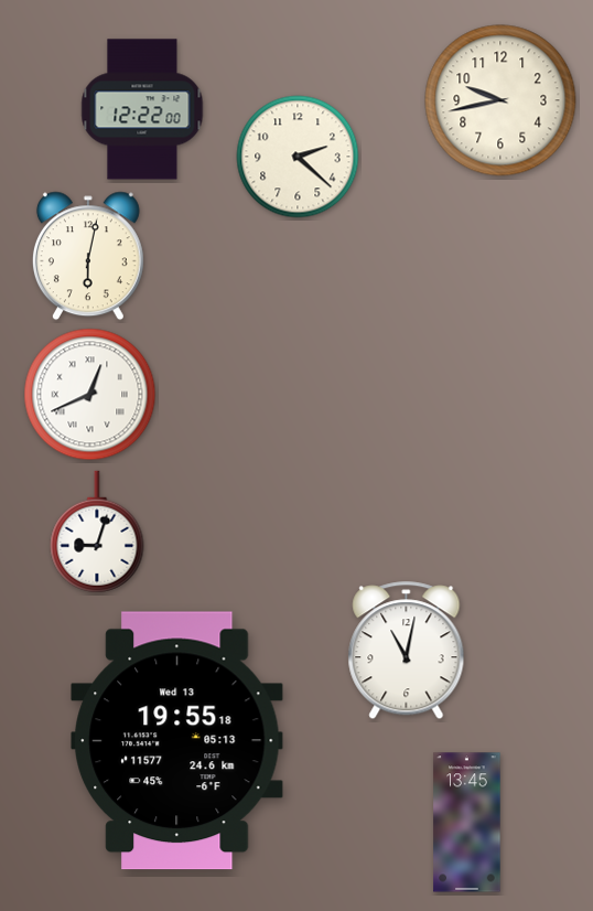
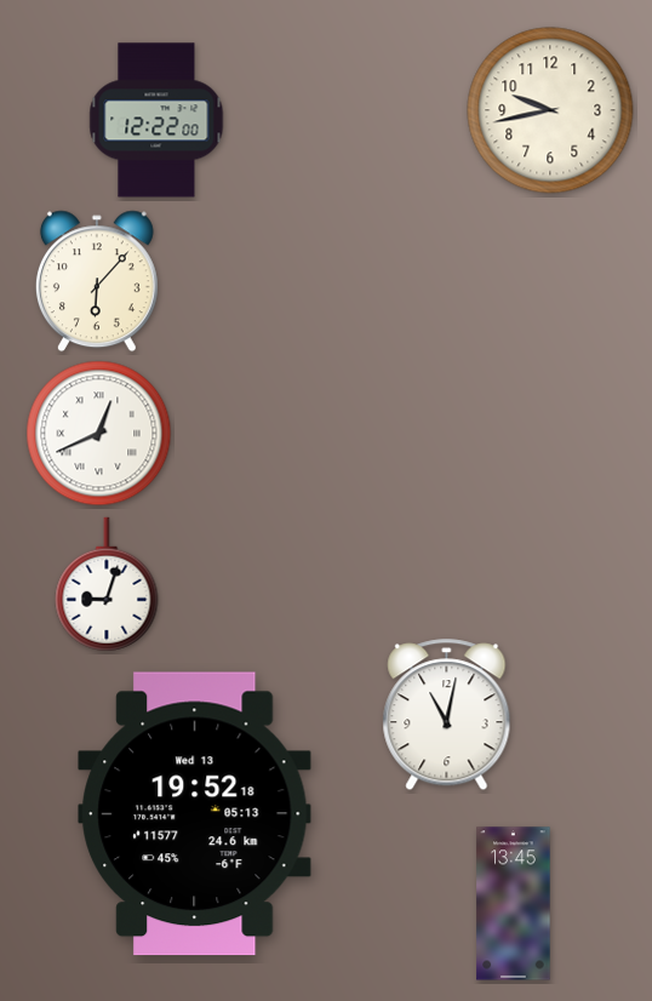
clock at (298, 157): 2:22 -> none
clock at (88, 256): 6:02 -> 6:07
clock at (177, 741): 19:55 -> 19:52
